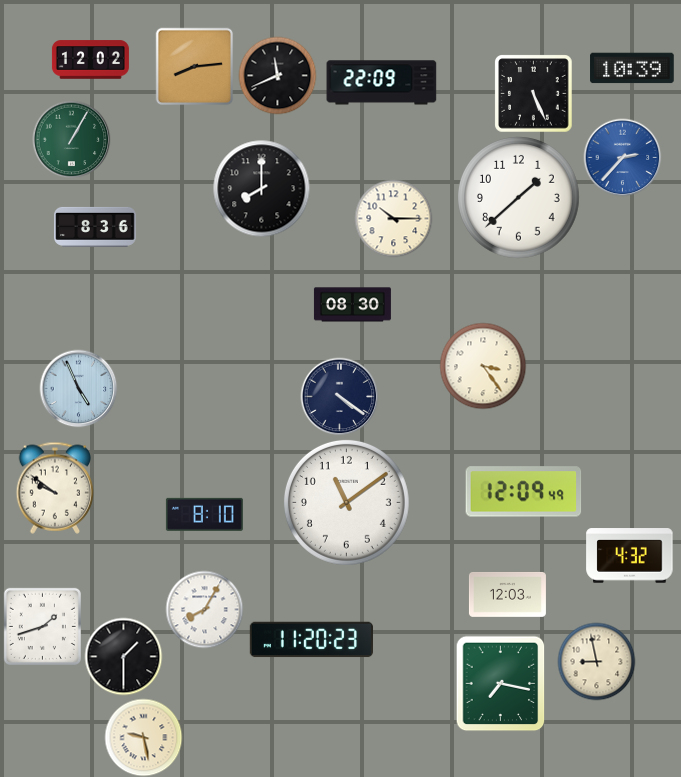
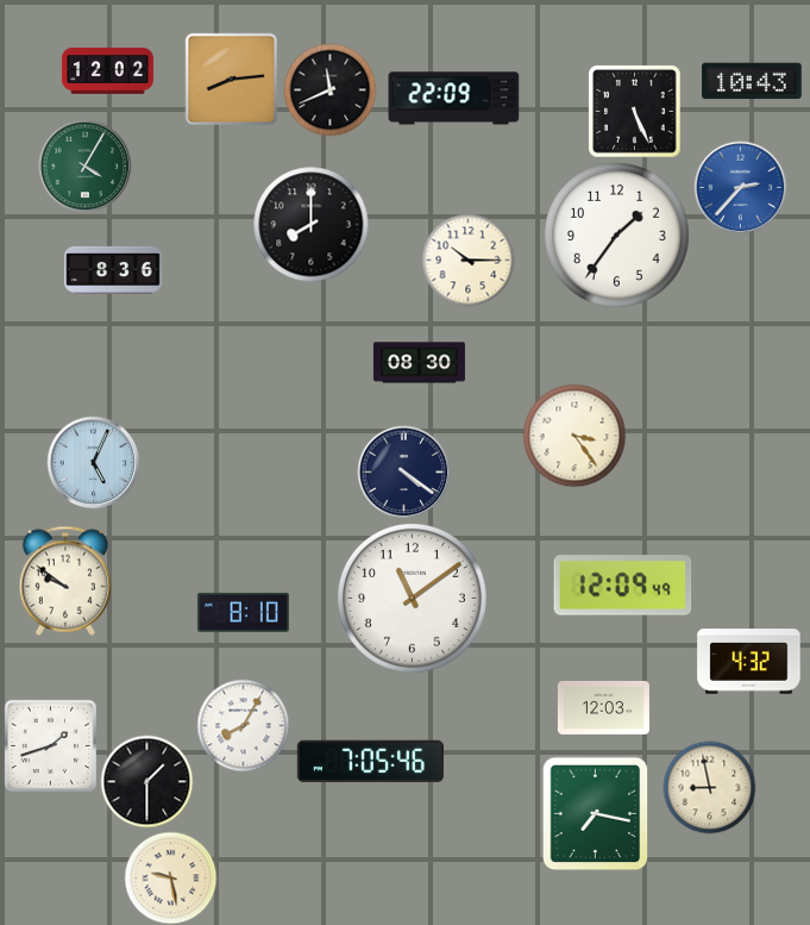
clock at (632, 68): 10:39 -> 10:43
clock at (71, 139): 1:05 -> 4:05
clock at (519, 198): 1:38 -> 1:36
clock at (78, 388): 4:56 -> 5:04
clock at (311, 640): 11:20 -> 7:05
